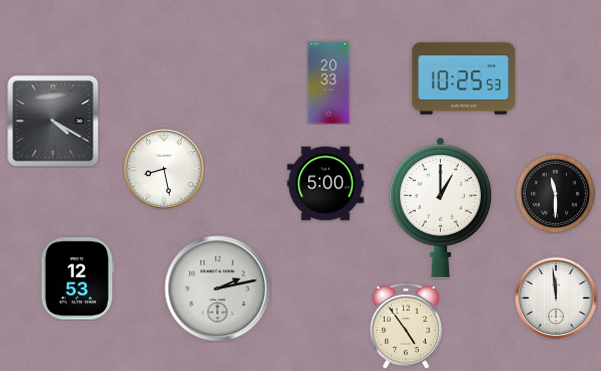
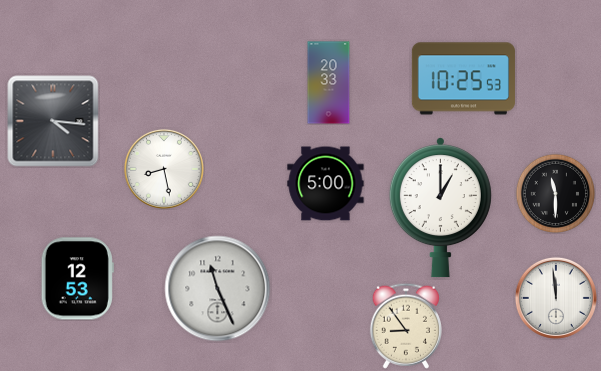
clock at (53, 121): 4:20 -> 4:16
clock at (218, 289): 2:13 -> 11:26
clock at (406, 326): 4:54 -> 8:54
